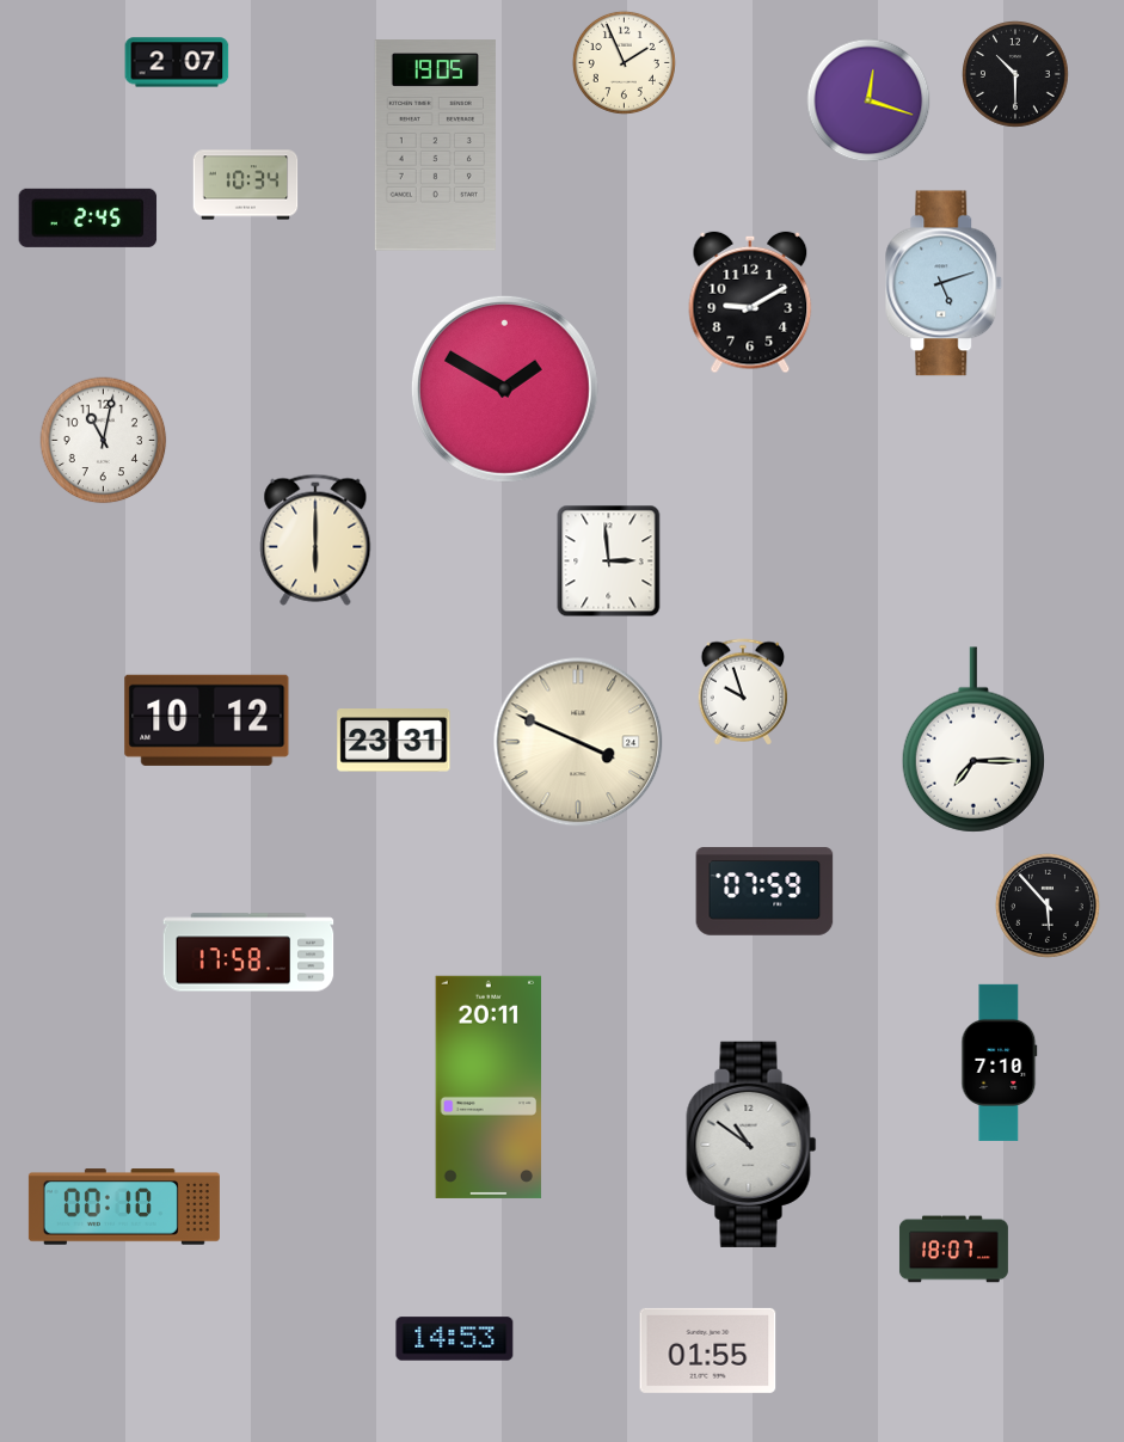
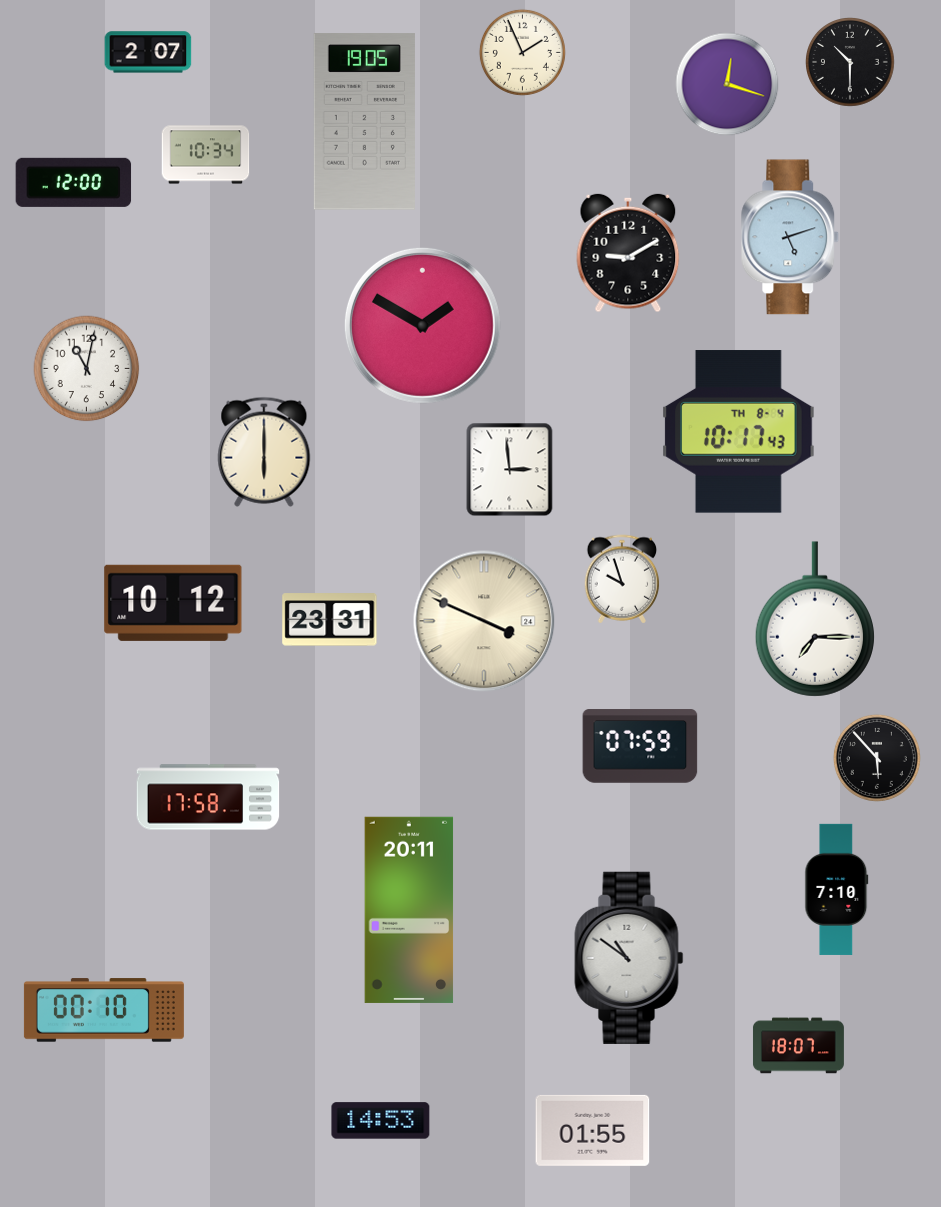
clock at (88, 217): 2:45 -> 12:00
clock at (739, 432): none -> 10:17
